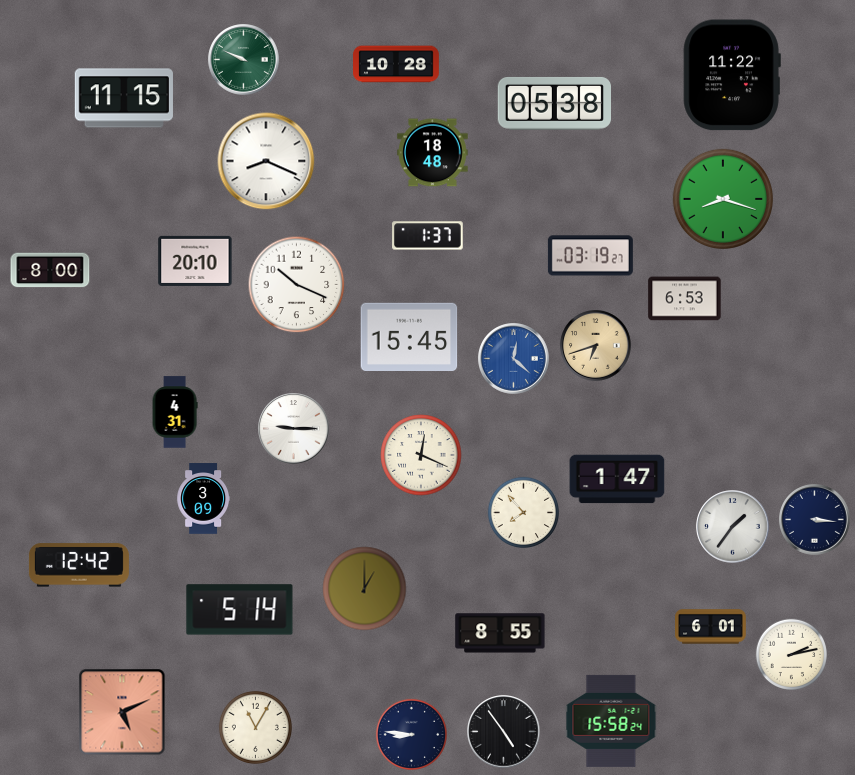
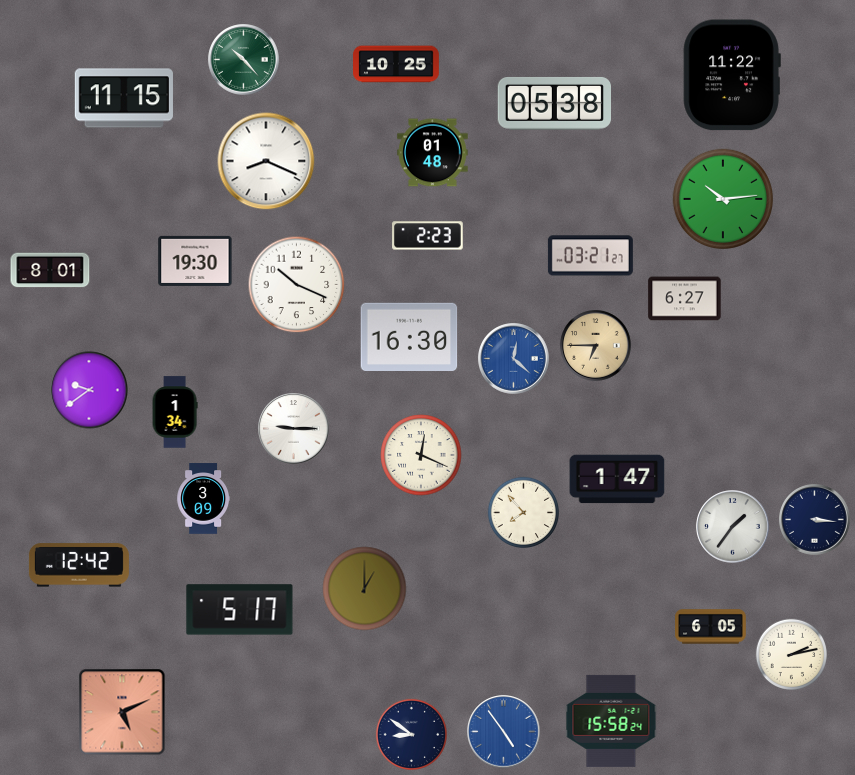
clock at (244, 60): 9:49 -> 10:23
clock at (397, 64): 10:28 -> 10:25
clock at (433, 153): 18:48 -> 01:48
clock at (722, 198): 8:18 -> 10:14
clock at (428, 236): 1:37 -> 2:23
clock at (590, 256): 03:19 -> 03:21
clock at (195, 261): 20:10 -> 19:30
clock at (50, 270): 8:00 -> 8:01
clock at (685, 299): 6:53 -> 6:27
clock at (409, 336): 15:45 -> 16:30
clock at (596, 346): 6:42 -> 6:45
clock at (89, 390): none -> 9:39
clock at (175, 412): 4:31 -> 1:34
clock at (240, 610): 5:14 -> 5:17
clock at (711, 627): 6:01 -> 6:05
clock at (500, 633): 8:55 -> none
clock at (255, 727): 11:05 -> none
clock at (504, 732) dial: black -> blue
clock at (412, 735): 8:46 -> 8:51
